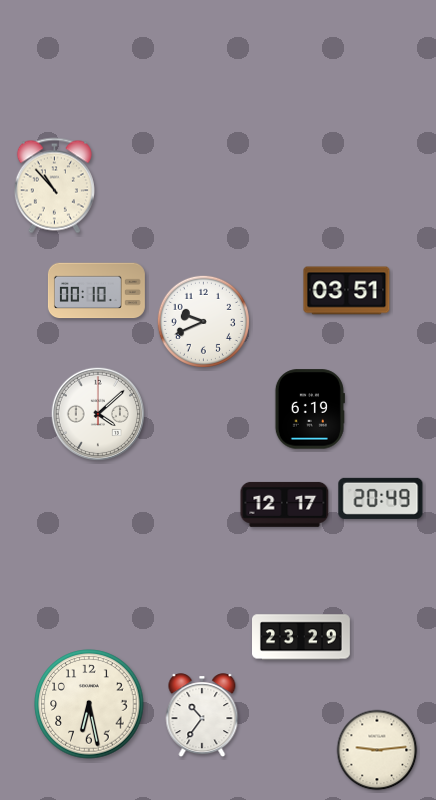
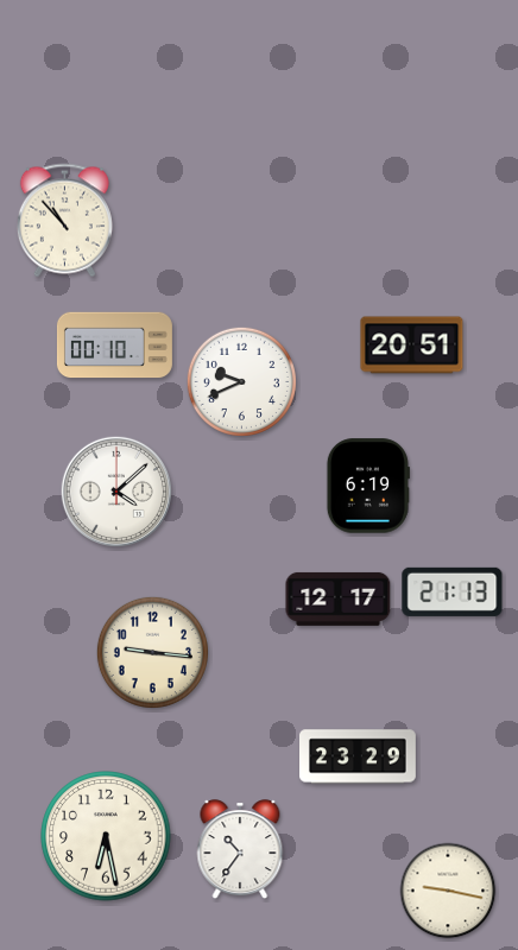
clock at (347, 291): 03:51 -> 20:51
clock at (381, 498): 20:49 -> 21:13
clock at (152, 652): none -> 9:16
clock at (377, 750): 9:14 -> 9:17
